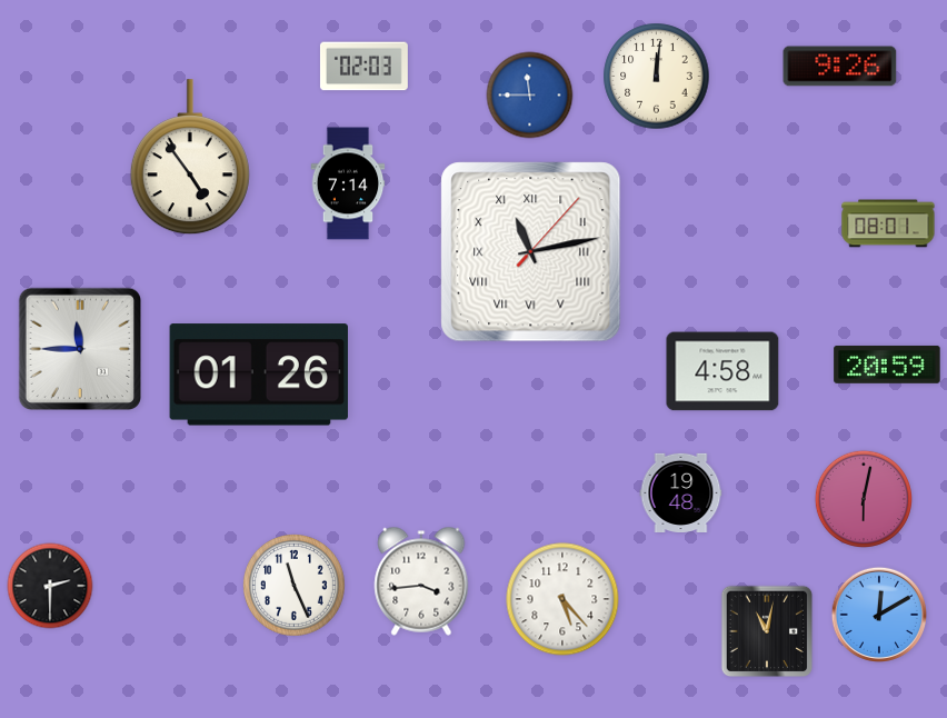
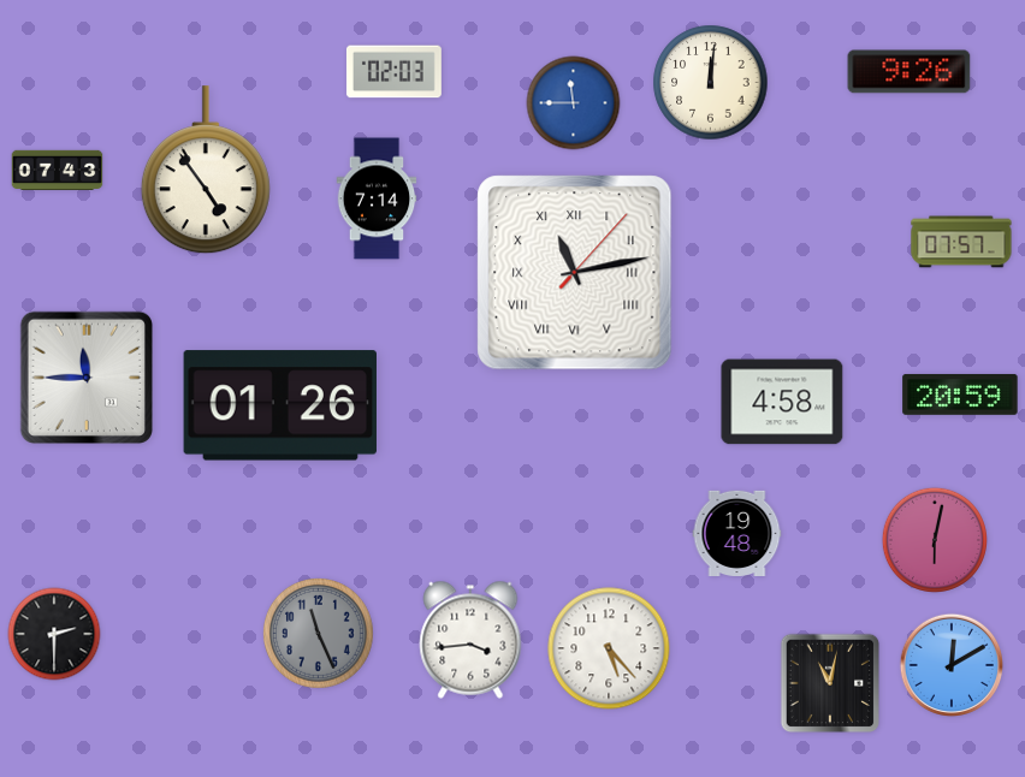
clock at (58, 170): none -> 07:43
clock at (888, 223): 08:01 -> 07:57
clock at (421, 581) position: (421, 581) -> (470, 640)
clock at (295, 586) dial: white -> grey
